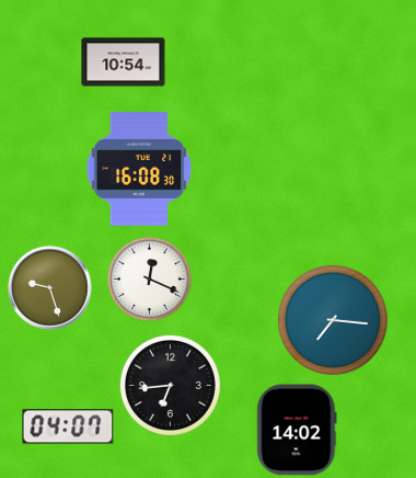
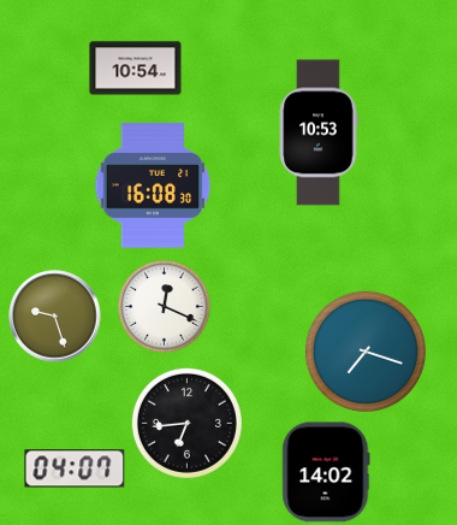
clock at (319, 132): none -> 10:53
clock at (333, 320): 7:16 -> 7:18
